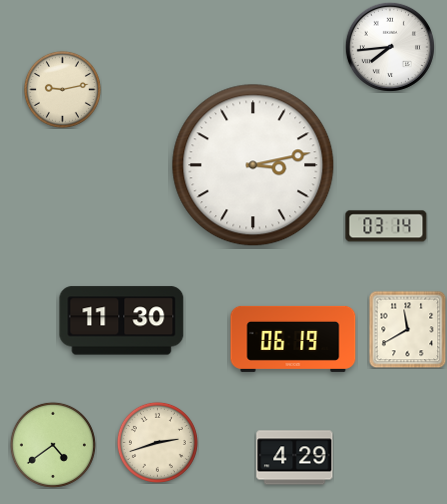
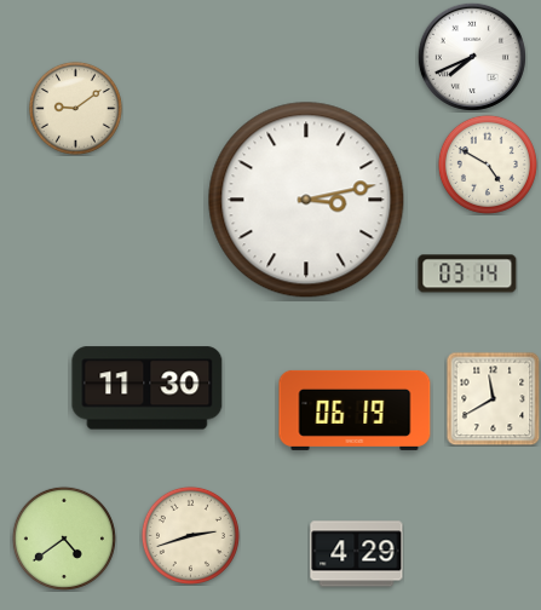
clock at (390, 47): 7:44 -> 7:41
clock at (62, 89): 9:13 -> 9:09
clock at (488, 165): none -> 4:50
